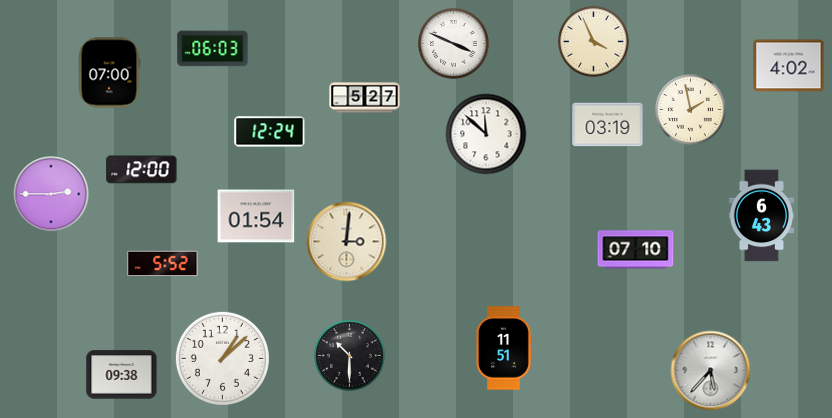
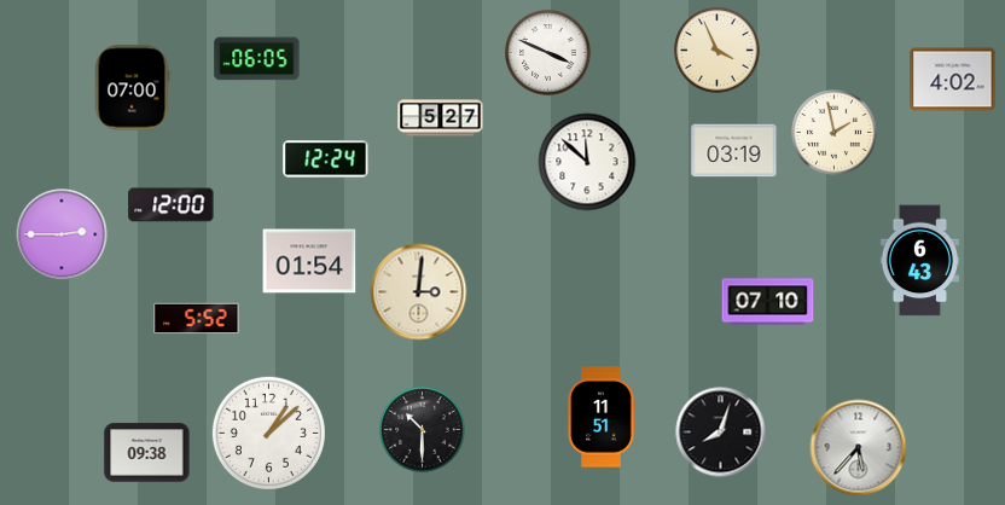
clock at (213, 49): 06:03 -> 06:05
clock at (504, 348) position: (504, 348) -> (602, 417)
clock at (721, 433): none -> 8:03
